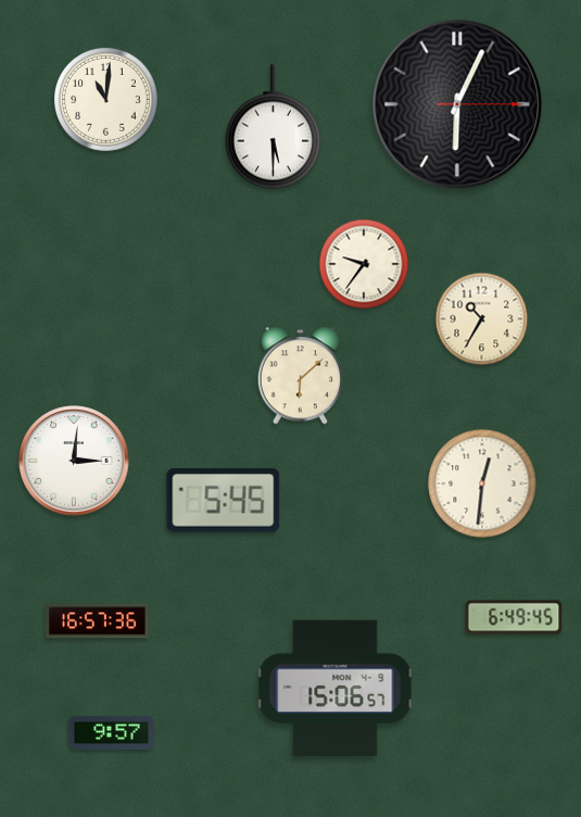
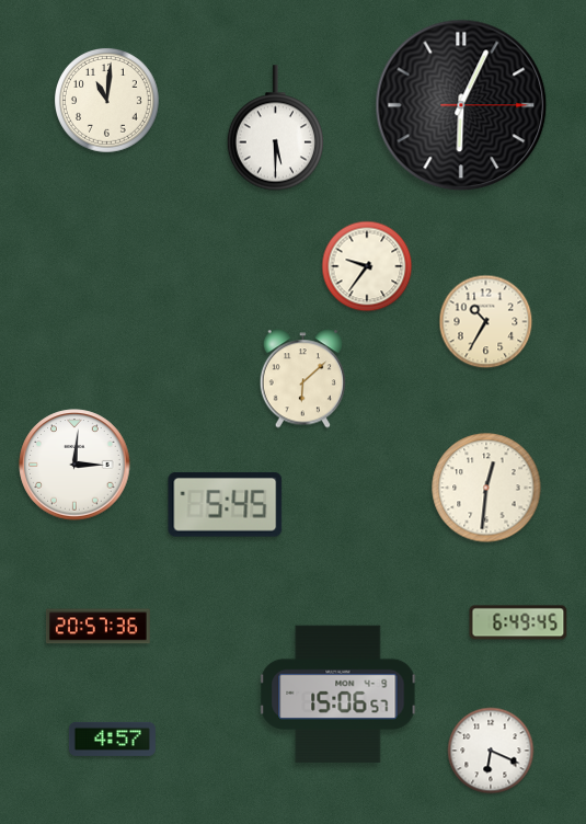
clock at (97, 621): 16:57 -> 20:57
clock at (111, 732): 9:57 -> 4:57
clock at (491, 751): none -> 6:19
